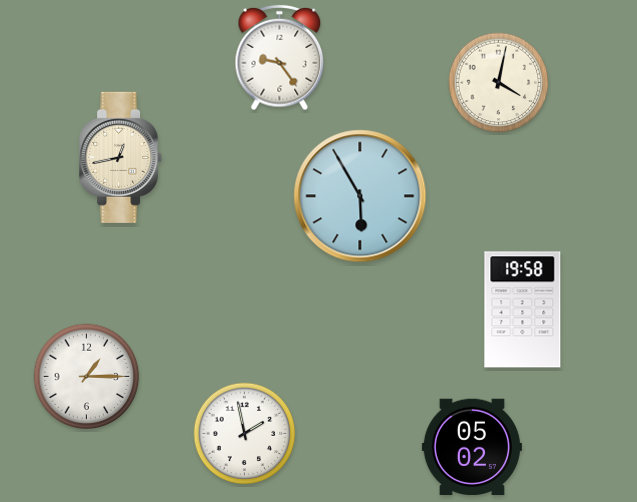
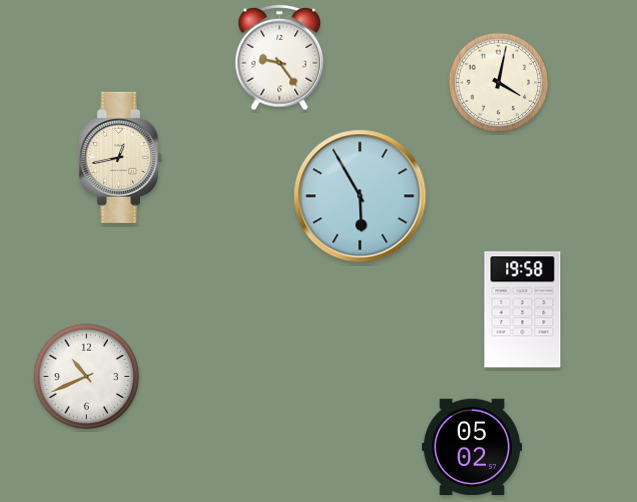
clock at (87, 377): 1:15 -> 10:41
clock at (245, 434): 1:58 -> none
